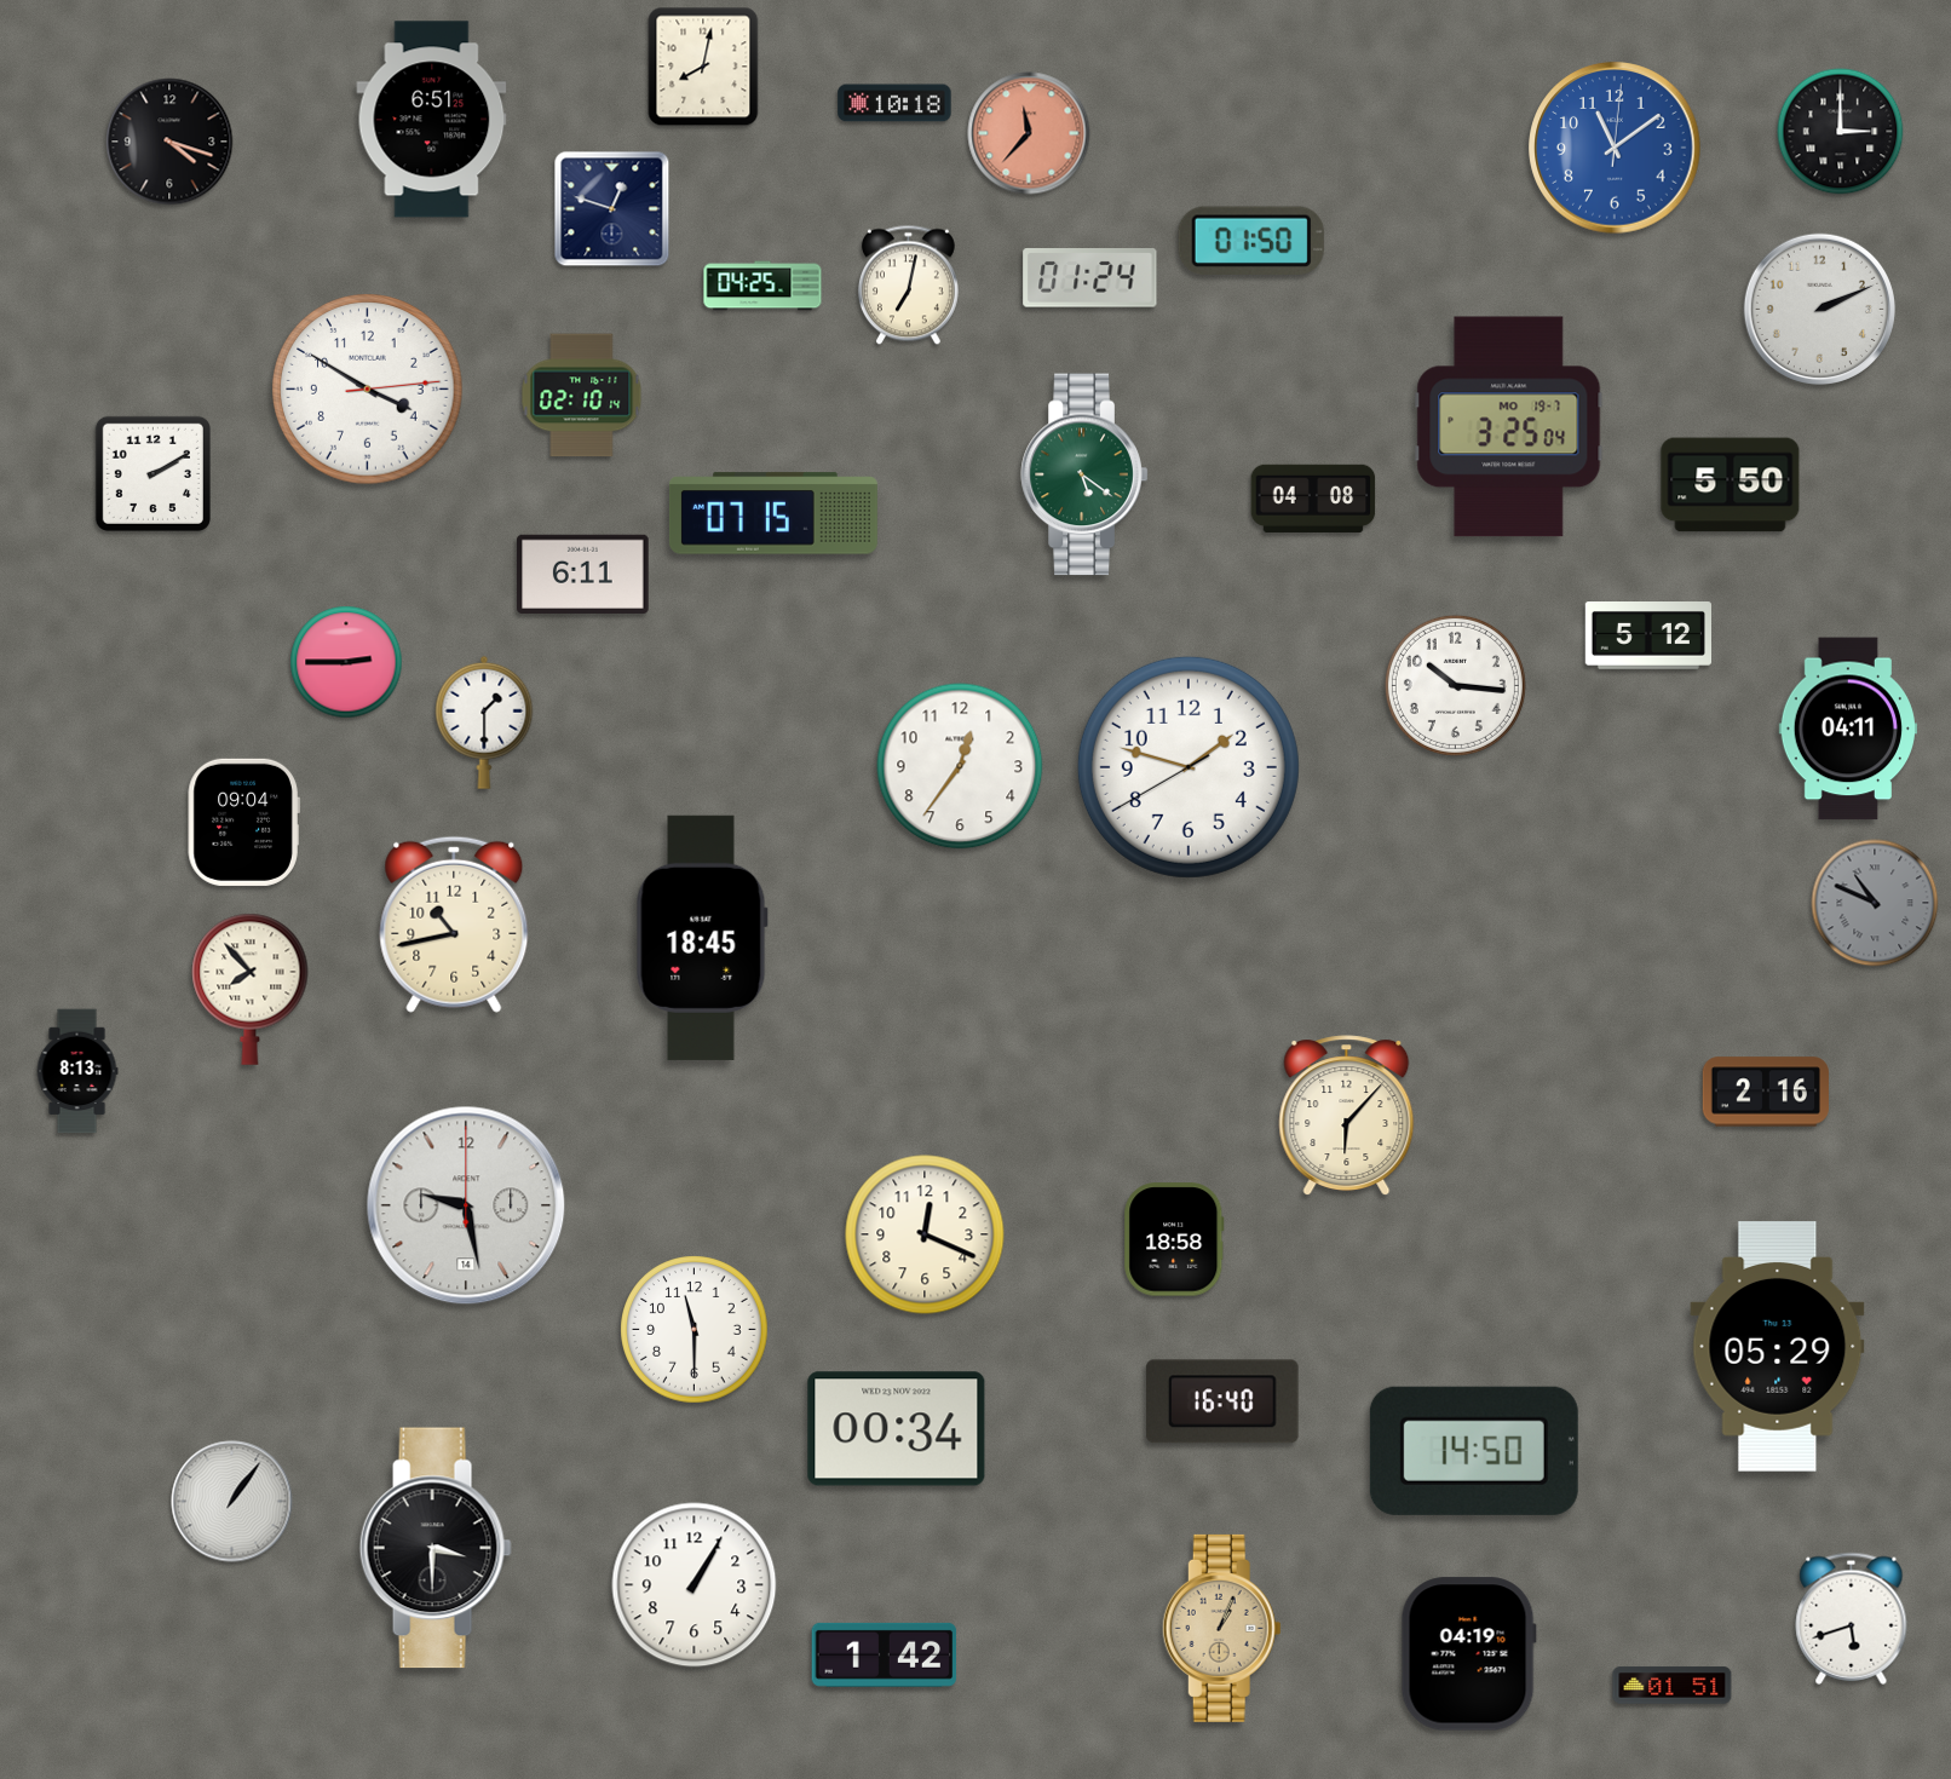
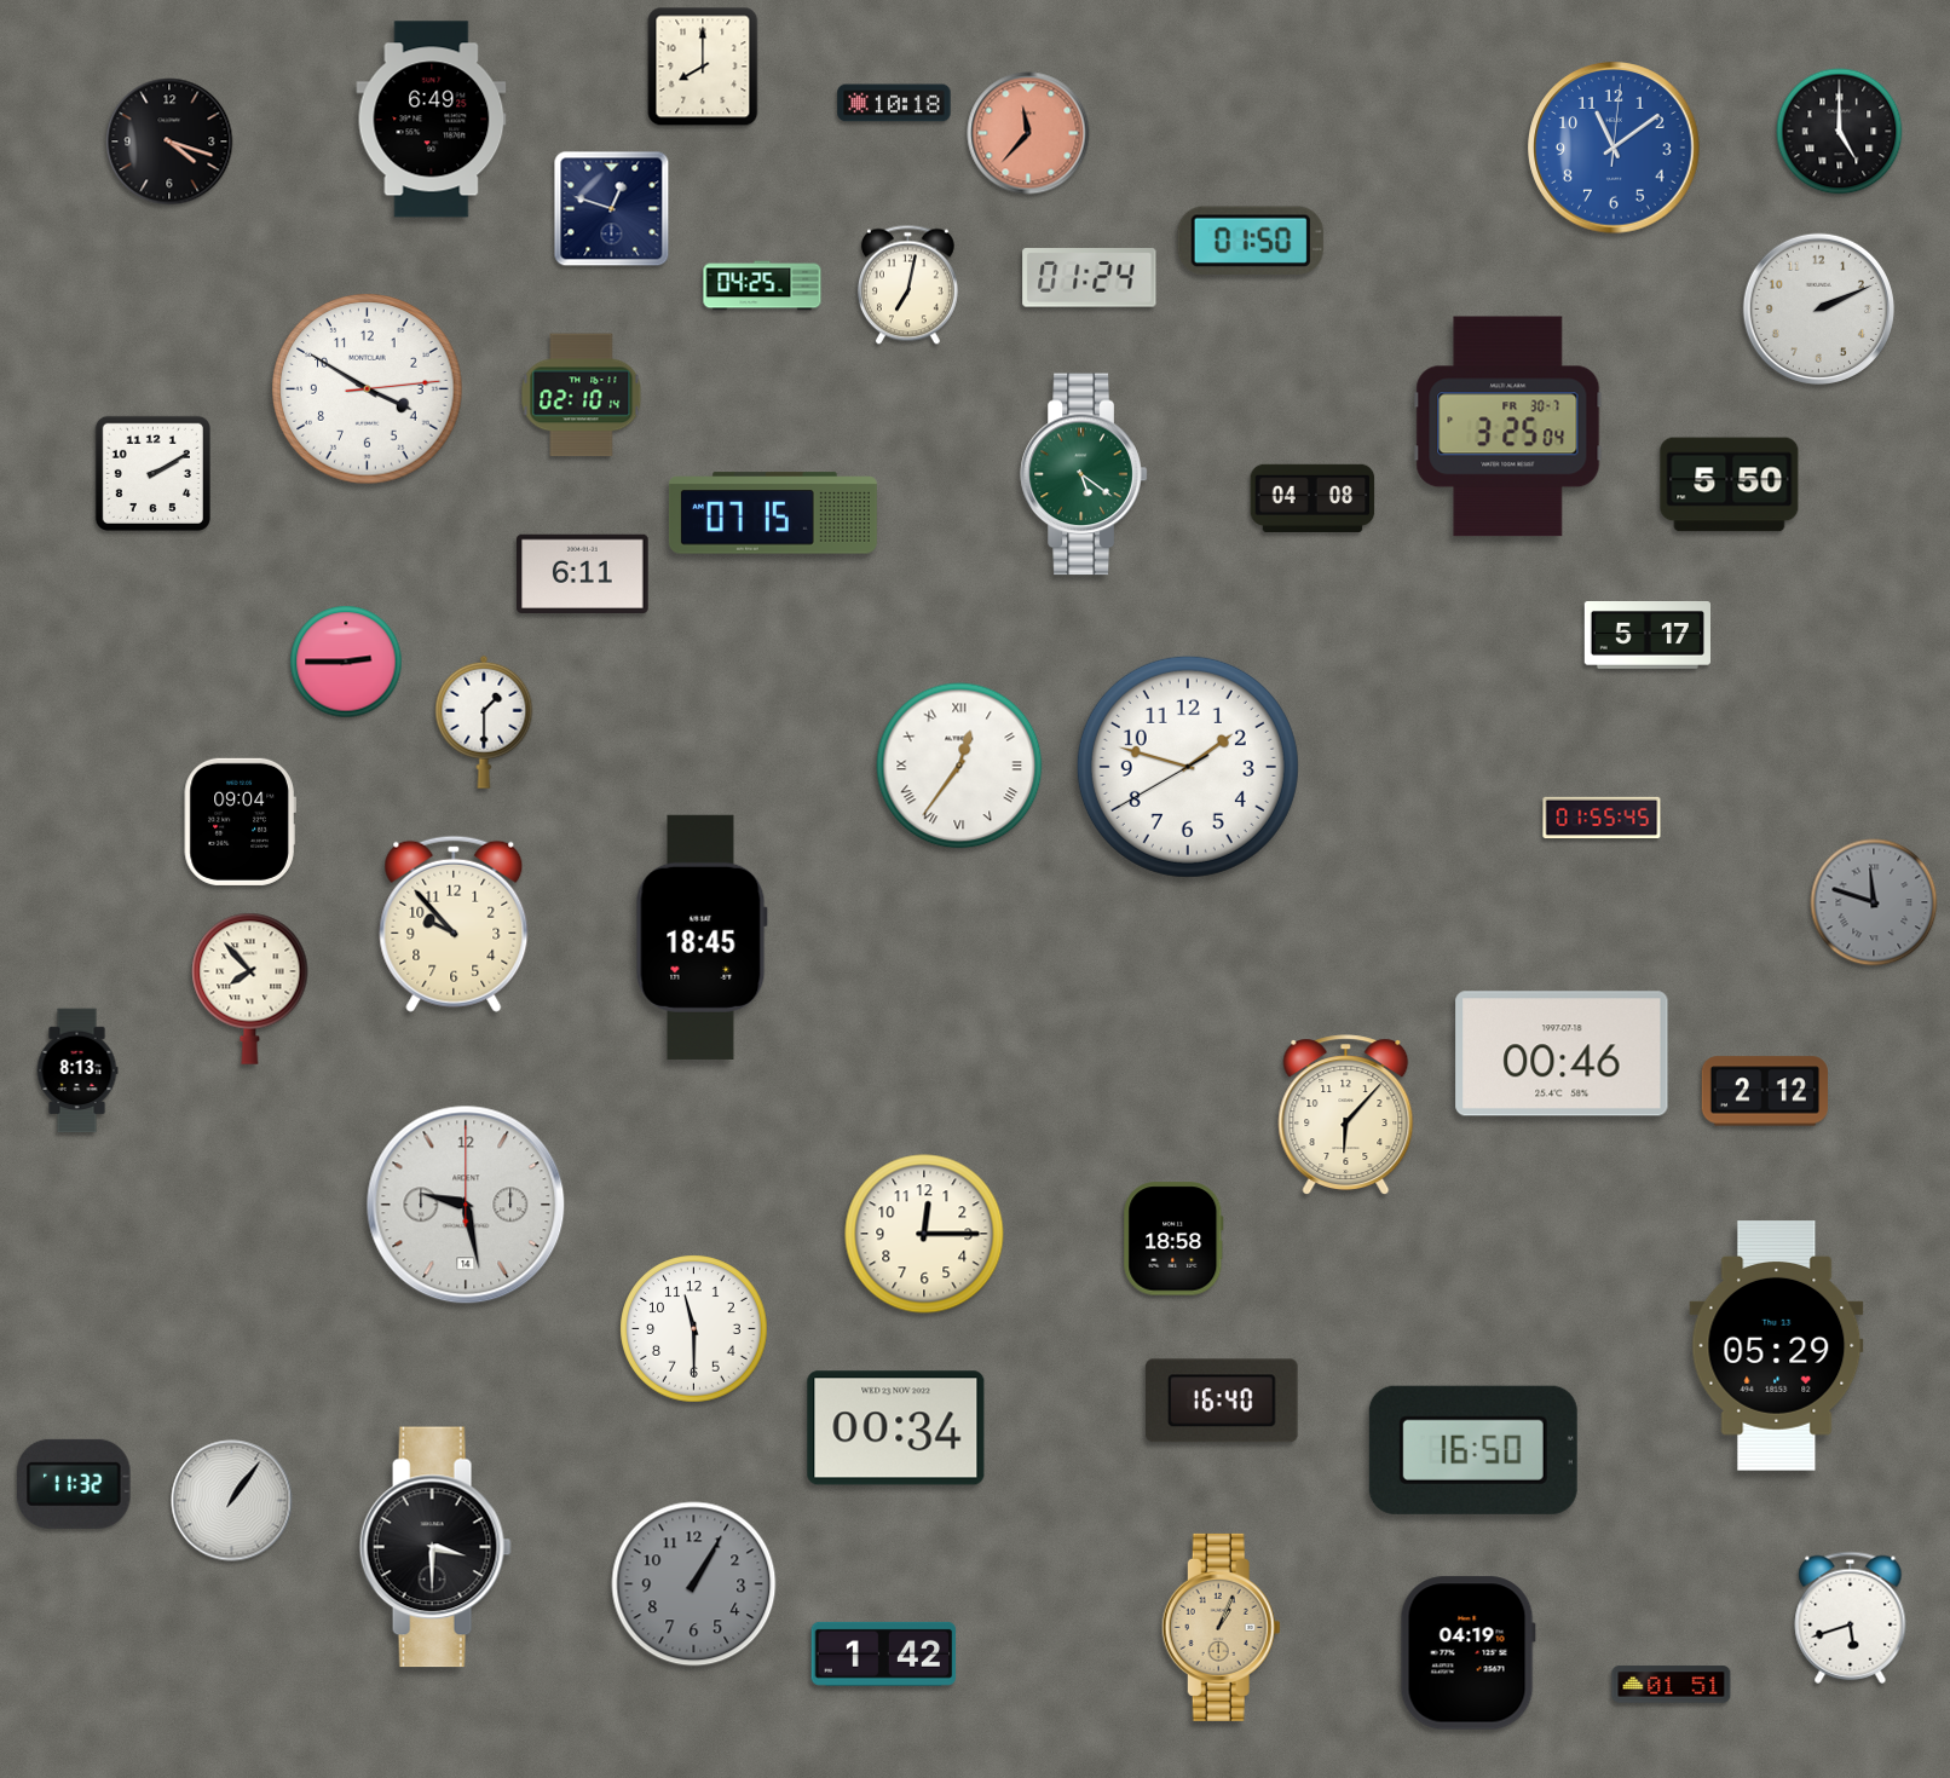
clock at (703, 67): 8:02 -> 8:00
clock at (432, 120): 6:51 -> 6:49
clock at (1841, 132): 3:00 -> 5:00
clock at (1509, 427) date: MO 19-7 -> FR 30-7
clock at (1647, 637): 5:12 -> 5:17
clock at (1455, 685): 10:16 -> none
clock at (1847, 729): 04:11 -> none
clock at (960, 766) numerals: Arabic -> Roman
clock at (1602, 818): none -> 01:55
clock at (243, 822) position: (243, 822) -> (240, 821)
clock at (1875, 903): 10:49 -> 11:48
clock at (454, 925): 10:43 -> 9:53
clock at (1562, 1053): none -> 00:46
clock at (1766, 1092): 2:16 -> 2:12
clock at (925, 1234): 12:19 -> 12:15
clock at (1474, 1451): 14:50 -> 16:50
clock at (74, 1484): none -> 11:32
clock at (695, 1585) dial: white -> grey
